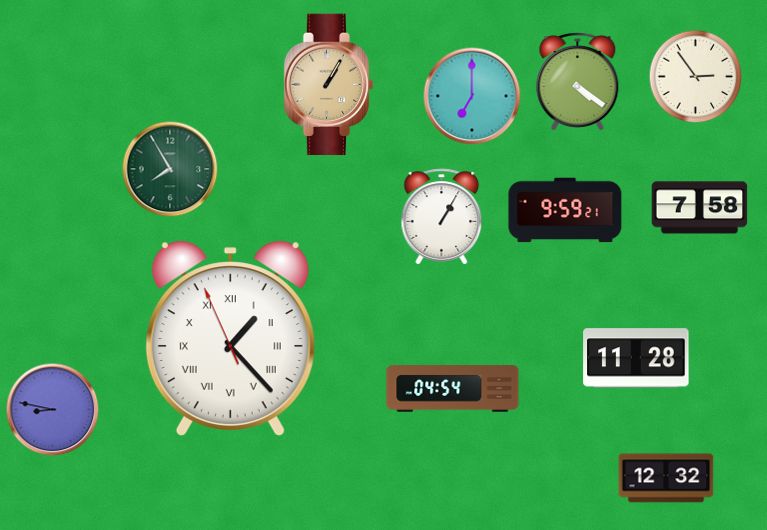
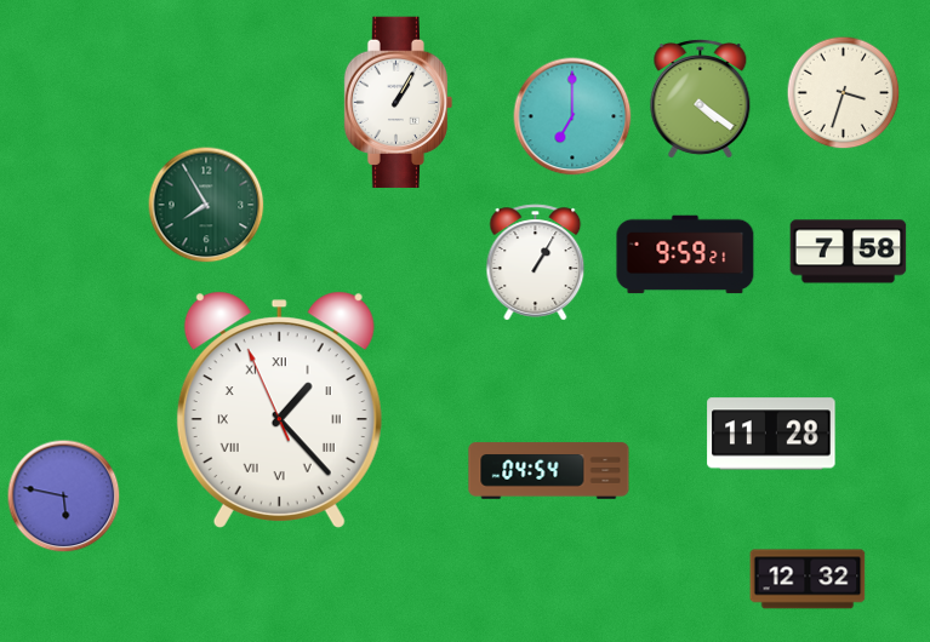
clock at (696, 77): 2:54 -> 3:33
clock at (329, 85) dial: champagne -> white
clock at (53, 410): 8:47 -> 5:47
